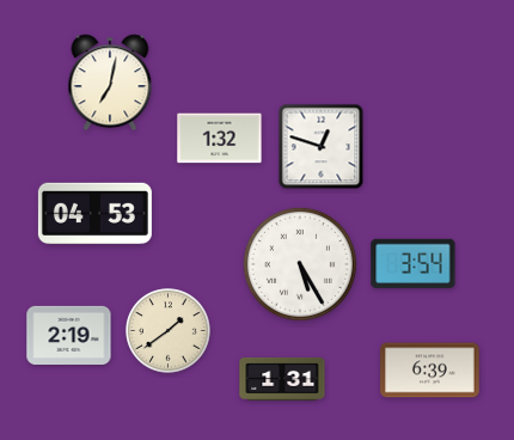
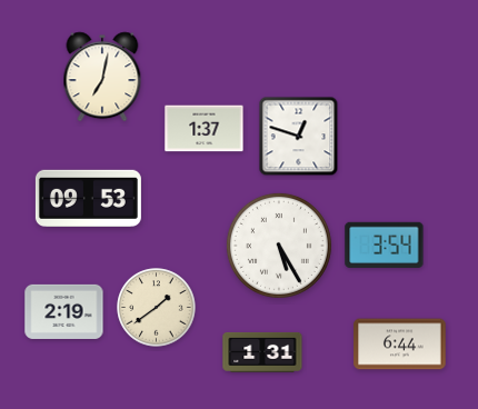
clock at (220, 139): 1:32 -> 1:37
clock at (94, 213): 04:53 -> 09:53
clock at (430, 371): 6:39 -> 6:44
